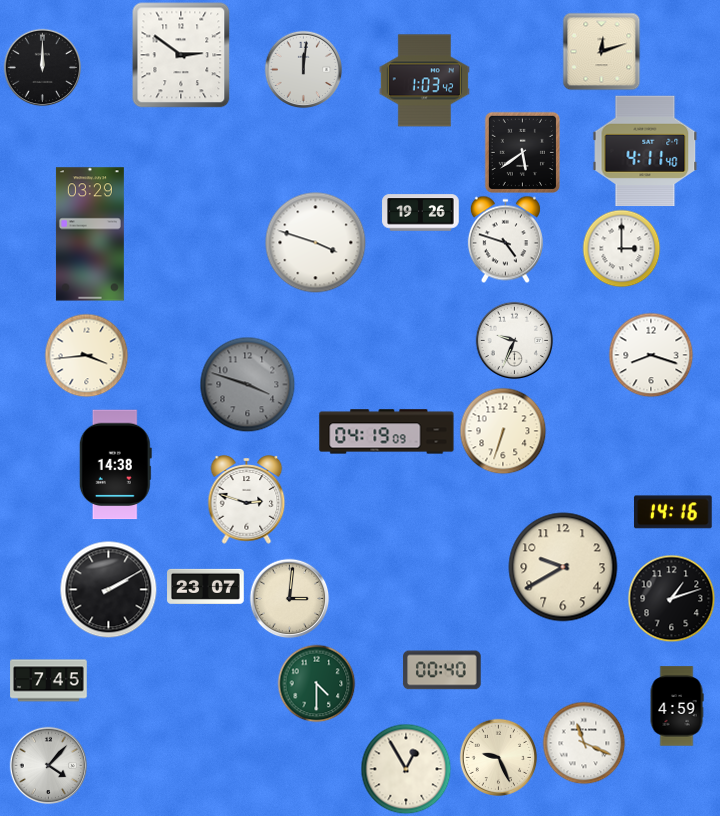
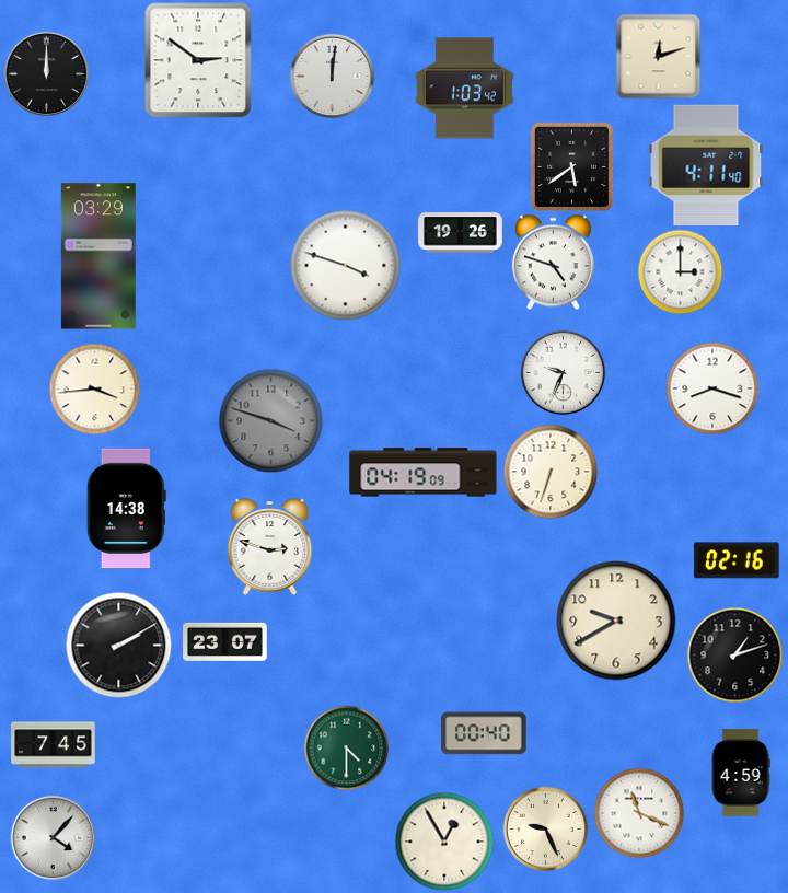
clock at (673, 512): 14:16 -> 02:16
clock at (289, 598): 3:01 -> none
